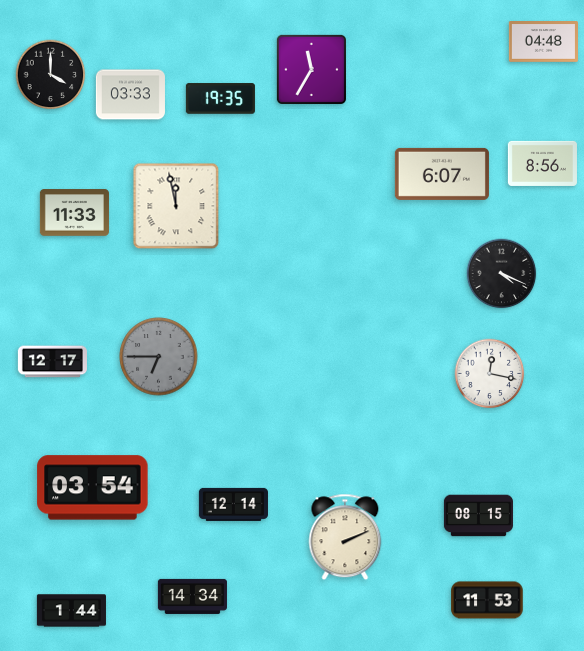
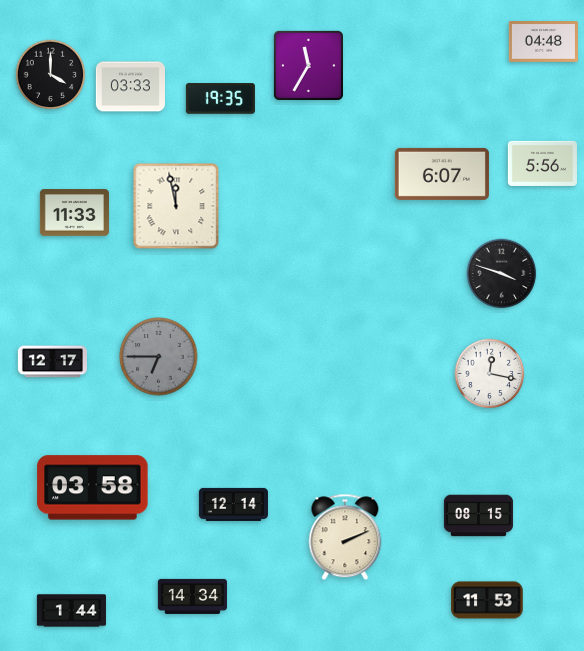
clock at (311, 69) position: (311, 69) -> (308, 65)
clock at (130, 95) position: (130, 95) -> (130, 87)
clock at (542, 163): 8:56 -> 5:56
clock at (502, 274): 4:19 -> 3:48
clock at (93, 488): 03:54 -> 03:58
